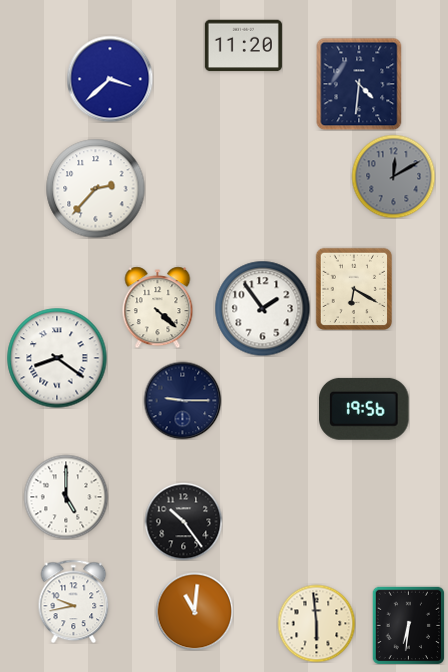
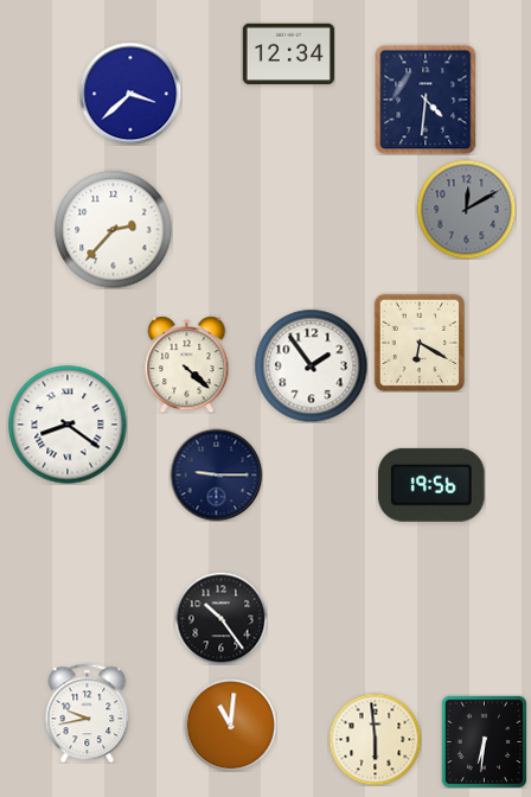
clock at (243, 46): 11:20 -> 12:34
clock at (96, 189) position: (96, 189) -> (114, 230)
clock at (66, 497): 5:00 -> none
clock at (183, 521) position: (183, 521) -> (220, 618)
